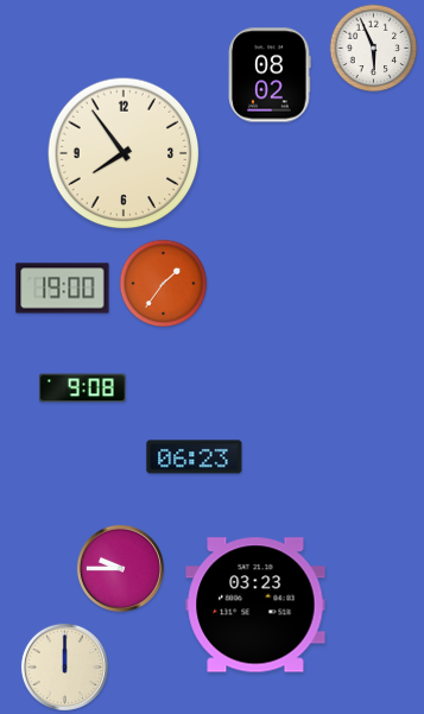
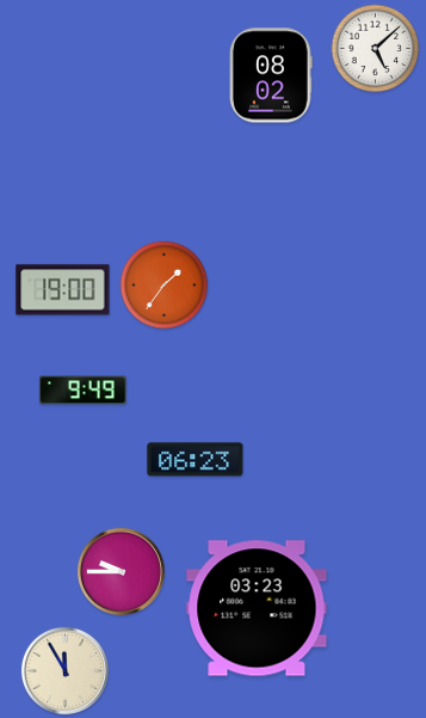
clock at (374, 49): 5:56 -> 5:08
clock at (124, 153): 7:54 -> none
clock at (82, 388): 9:08 -> 9:49
clock at (64, 666): 12:00 -> 11:55
